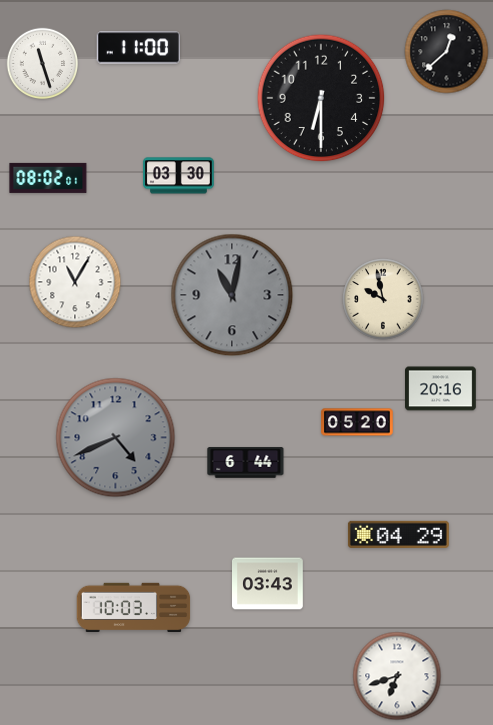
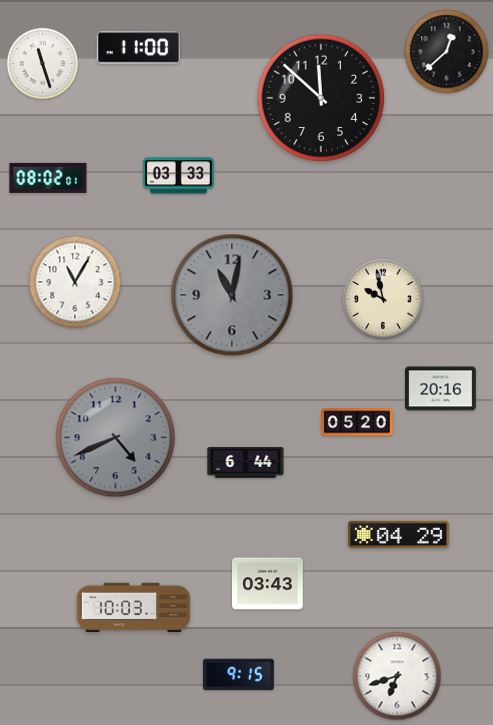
clock at (321, 98): 6:30 -> 11:52
clock at (179, 176): 03:30 -> 03:33
clock at (239, 675): none -> 9:15
